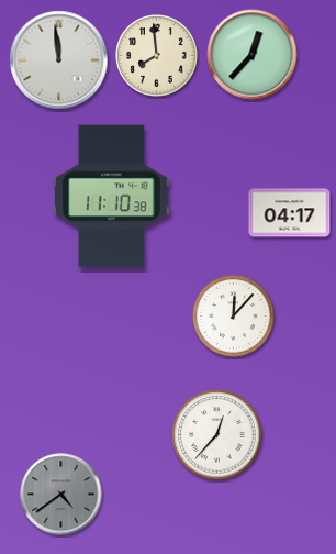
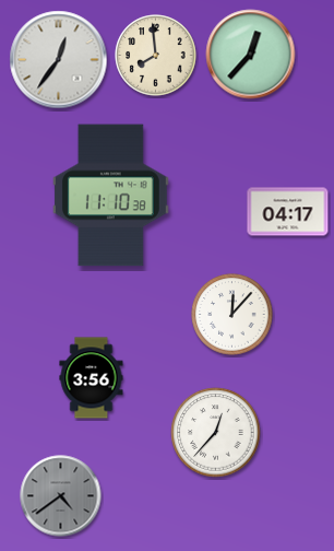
clock at (59, 60): 11:59 -> 12:36
clock at (92, 378): none -> 3:56
clock at (61, 495) position: (61, 495) -> (61, 496)
